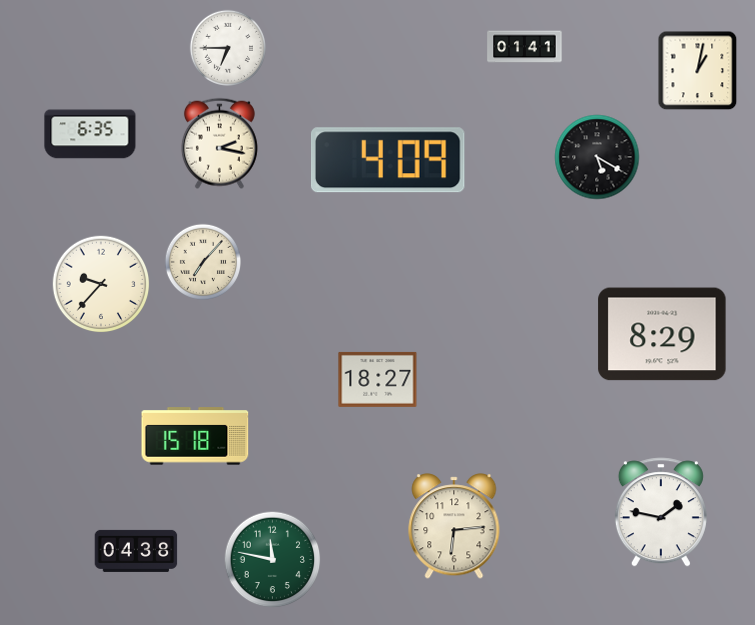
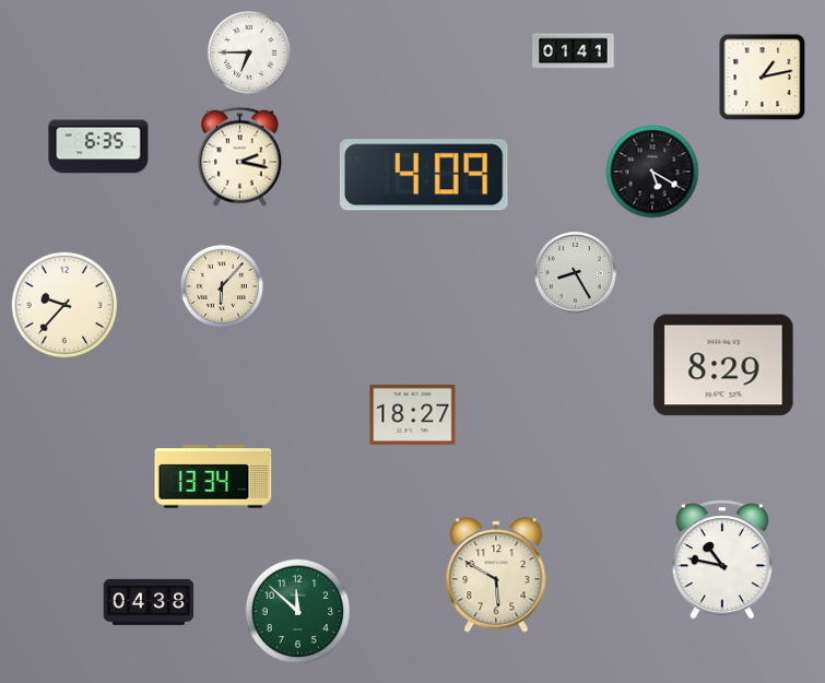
clock at (698, 71): 1:02 -> 1:13
clock at (575, 272): none -> 8:25
clock at (202, 261): 7:07 -> 6:07
clock at (101, 284) position: (101, 284) -> (64, 305)
clock at (195, 436): 15:18 -> 13:34
clock at (661, 512): 1:47 -> 10:47
clock at (454, 526): 6:14 -> 5:50
clock at (273, 560): 11:47 -> 11:52
